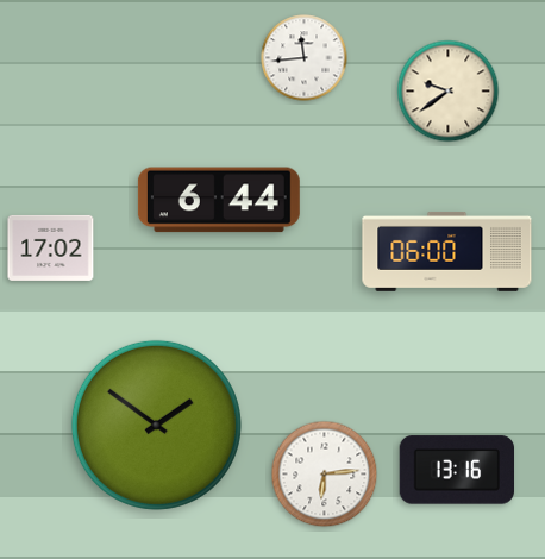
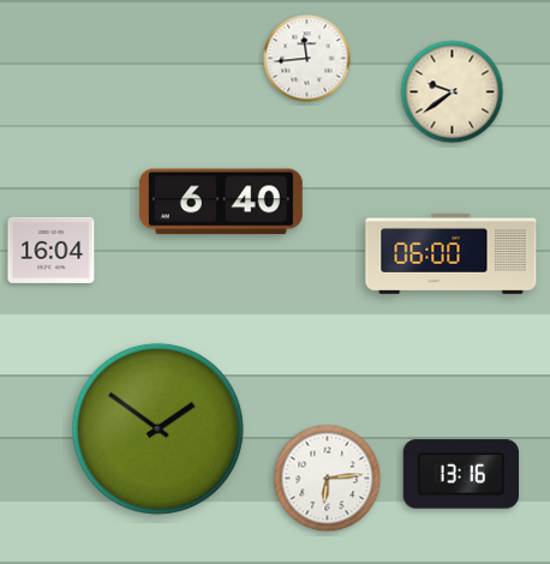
clock at (219, 200): 6:44 -> 6:40
clock at (51, 247): 17:02 -> 16:04
